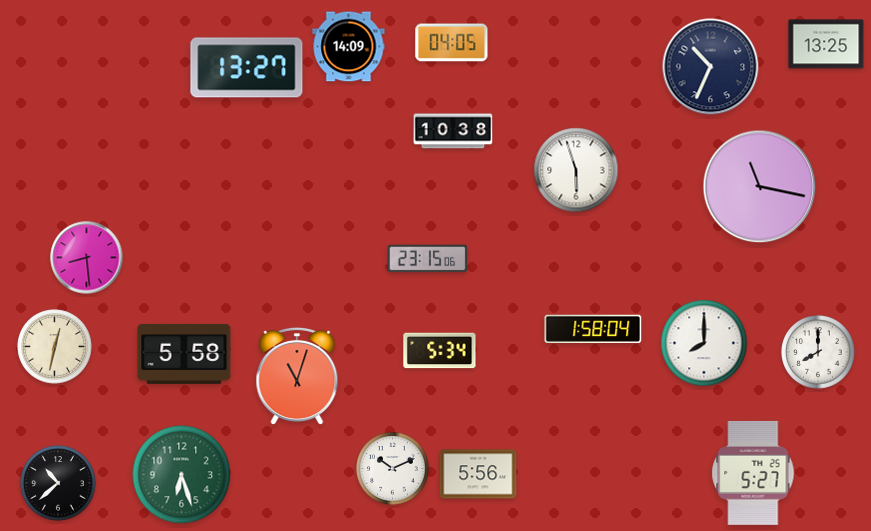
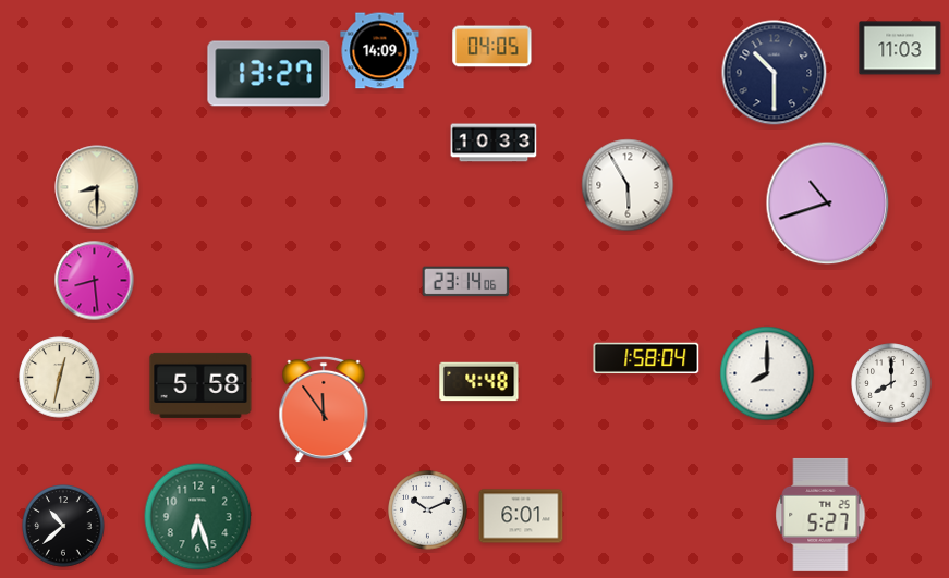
clock at (826, 44): 13:25 -> 11:03
clock at (711, 67): 10:34 -> 10:30
clock at (453, 131): 10:38 -> 10:33
clock at (576, 170): 5:57 -> 5:55
clock at (97, 187): none -> 8:30
clock at (760, 187): 11:17 -> 10:42
clock at (428, 259): 23:15 -> 23:14
clock at (440, 351): 5:34 -> 4:48
clock at (297, 376): 11:03 -> 11:54
clock at (478, 474): 5:56 -> 6:01
